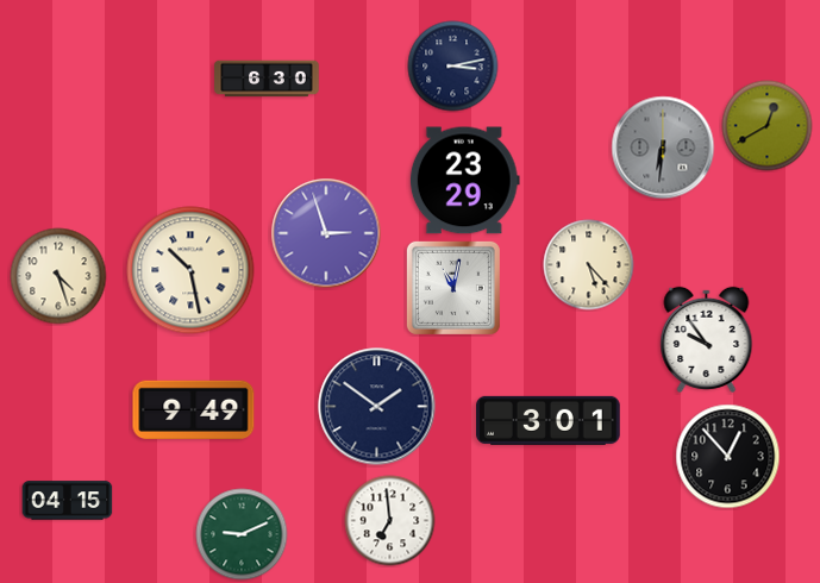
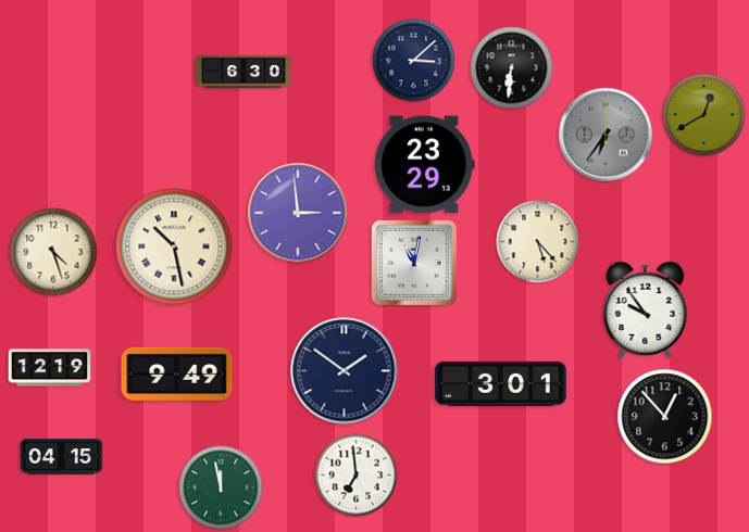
clock at (453, 67): 3:13 -> 3:08
clock at (512, 68): none -> 6:31
clock at (768, 126) position: (768, 126) -> (704, 115)
clock at (663, 148): 6:31 -> 6:36
clock at (326, 233): 2:57 -> 2:59
clock at (50, 368): none -> 12:19
clock at (242, 534): 9:11 -> 11:58
